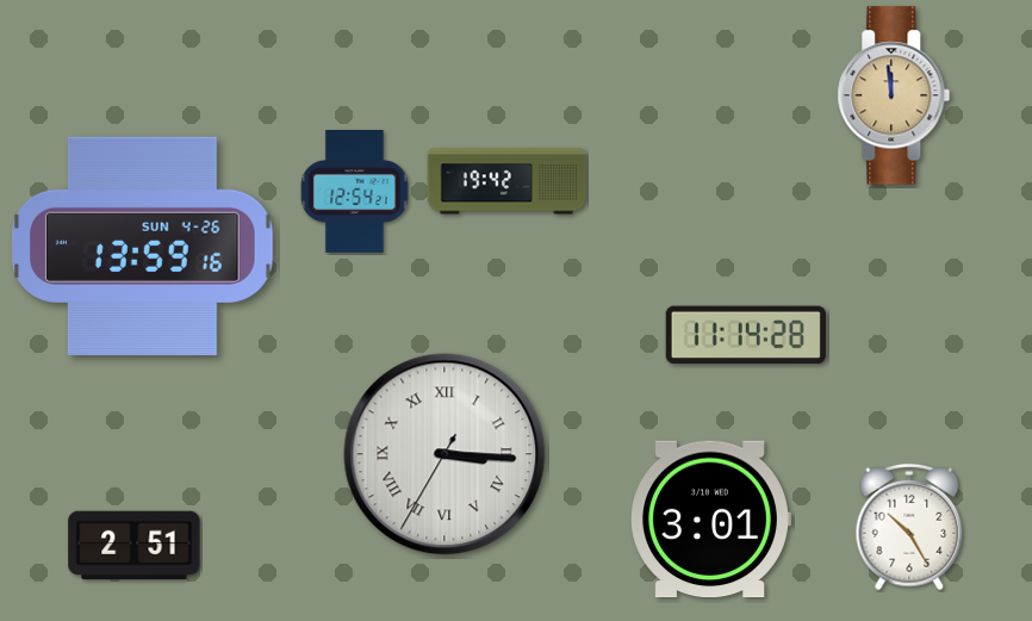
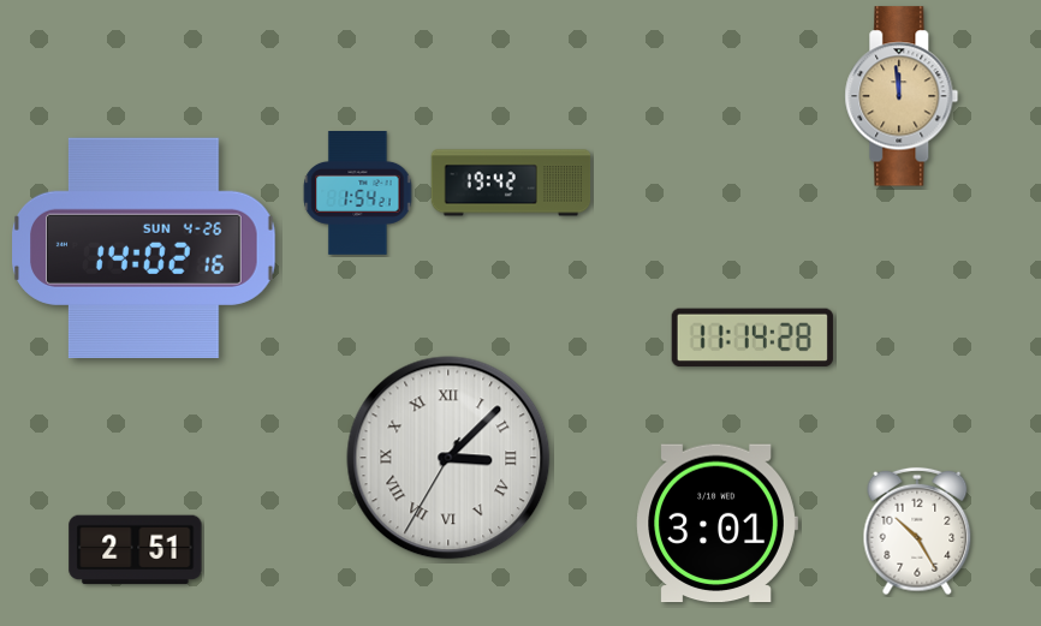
clock at (355, 192): 12:54 -> 1:54
clock at (143, 246): 13:59 -> 14:02
clock at (444, 454): 3:15 -> 3:07
